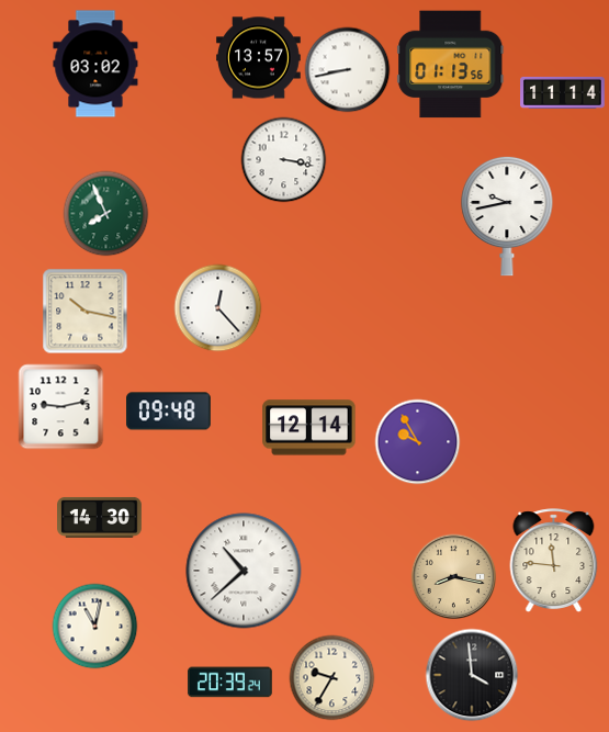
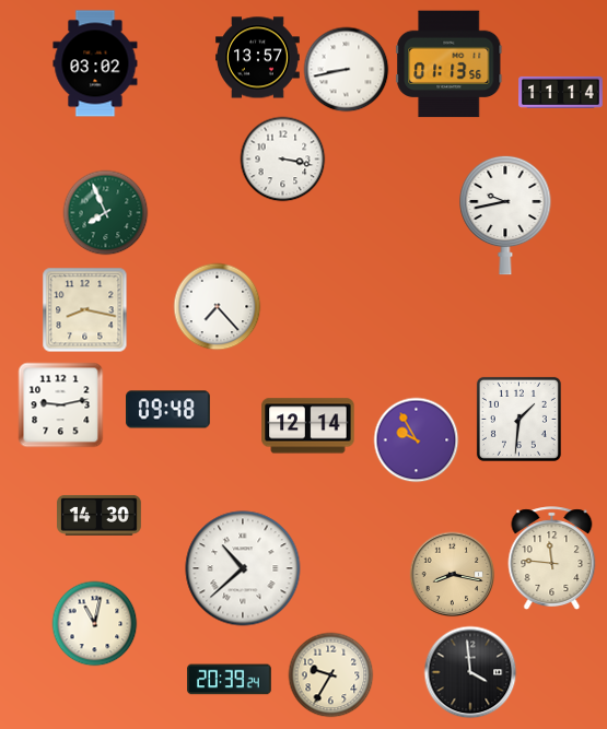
clock at (217, 307): 12:23 -> 7:23
clock at (84, 311): 10:17 -> 8:17
clock at (518, 419): none -> 1:31
